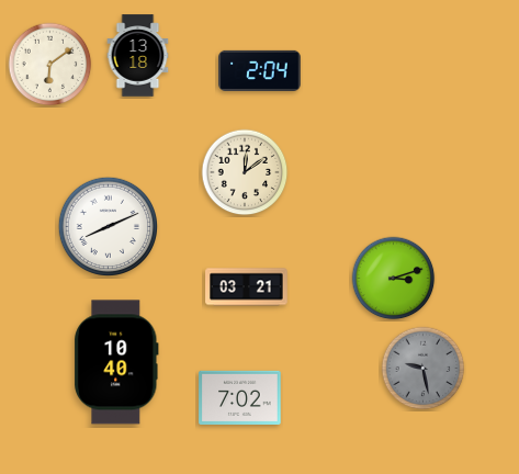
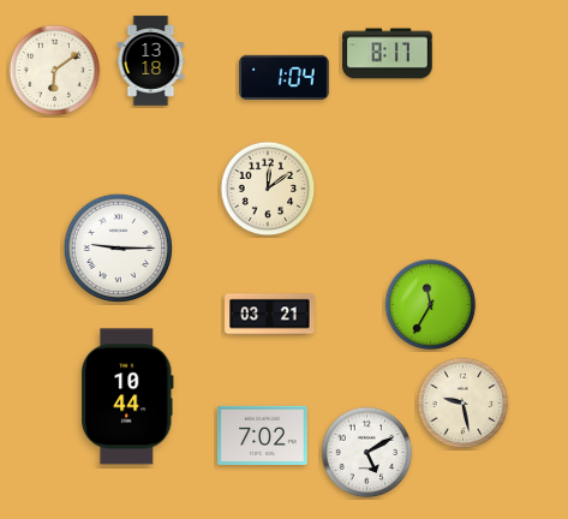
clock at (388, 54): none -> 8:17
clock at (260, 70): 2:04 -> 1:04
clock at (109, 227): 8:11 -> 9:15
clock at (394, 279): 3:12 -> 11:35
clock at (117, 362): 10:40 -> 10:44
clock at (424, 369) dial: grey -> cream
clock at (367, 453): none -> 5:10
